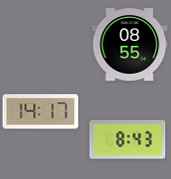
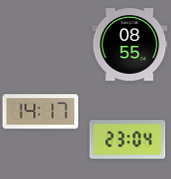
clock at (128, 140): 8:43 -> 23:04
